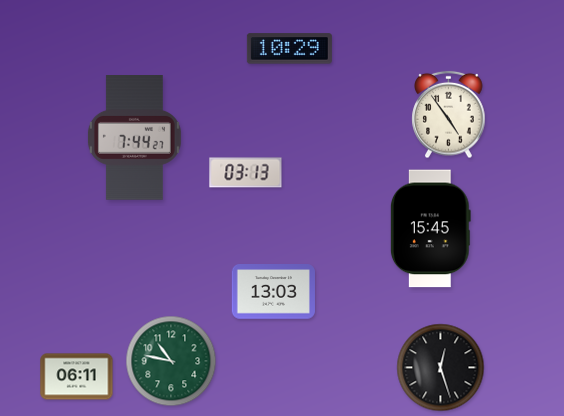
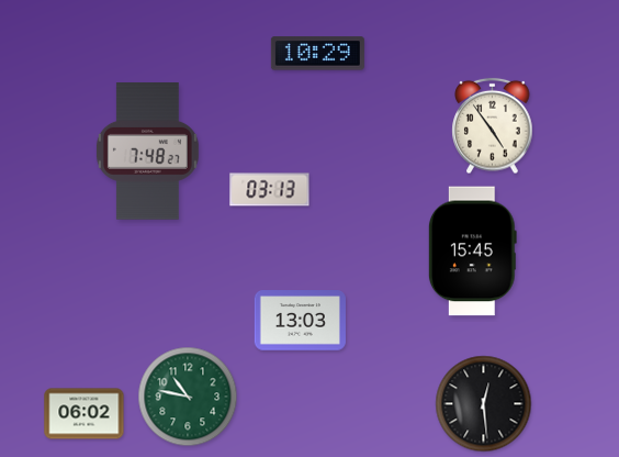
clock at (134, 138): 7:44 -> 7:48
clock at (441, 368): 12:27 -> 12:29
clock at (77, 377): 06:11 -> 06:02
